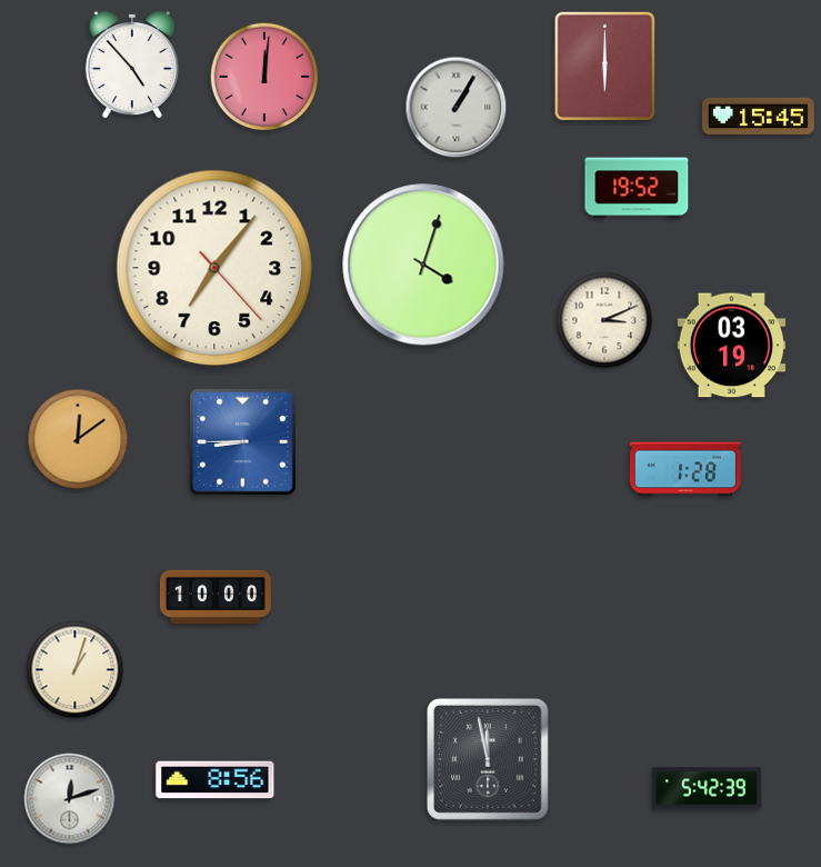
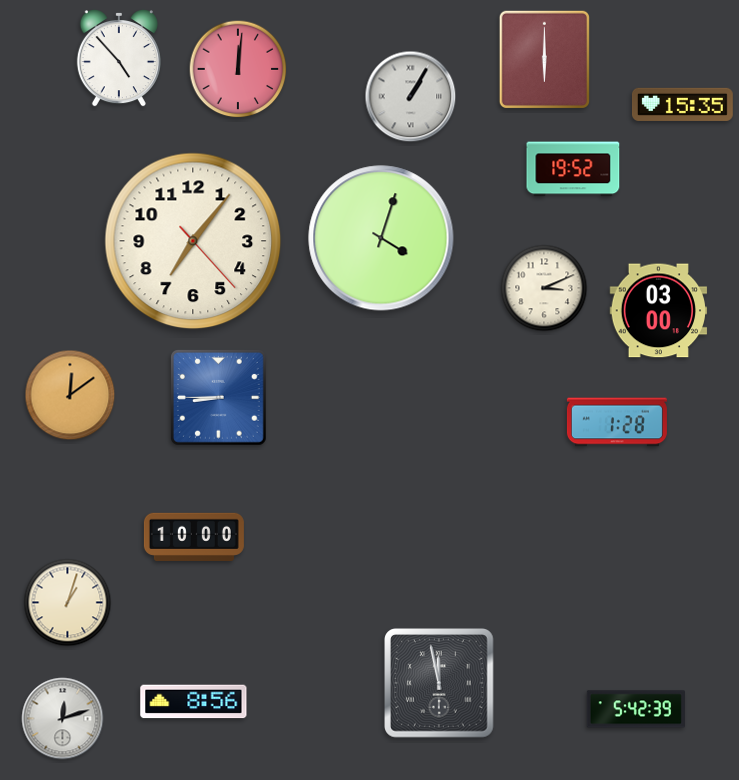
clock at (758, 116): 15:45 -> 15:35
clock at (732, 346): 03:19 -> 03:00
